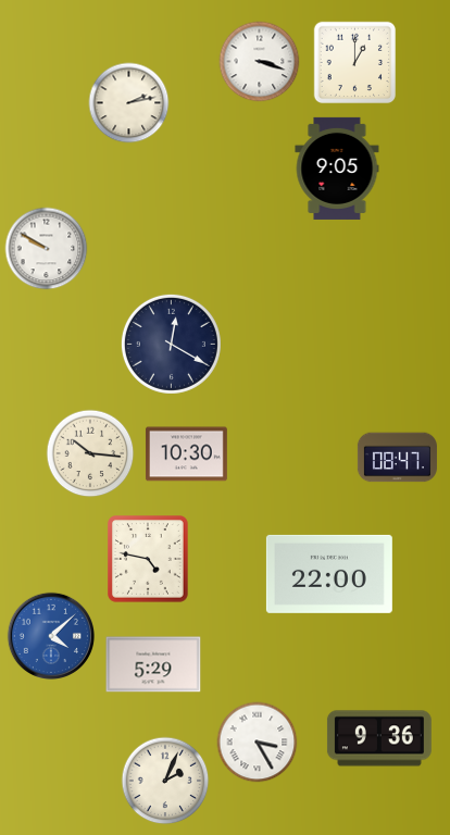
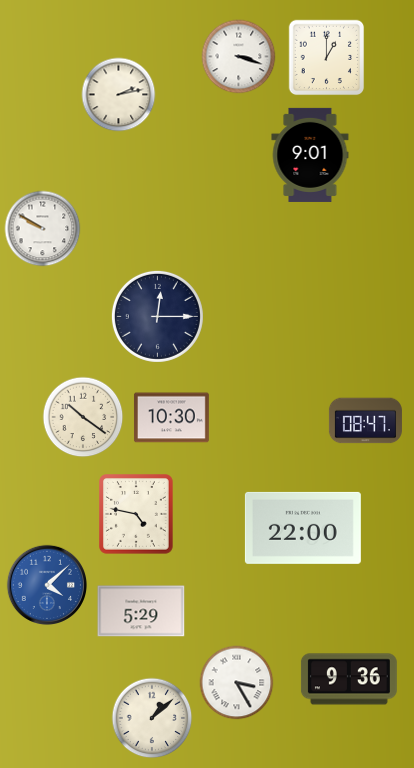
clock at (337, 169): 9:05 -> 9:01
clock at (171, 344): 12:20 -> 12:15
clock at (90, 453): 10:16 -> 10:21
clock at (165, 781): 2:04 -> 1:08
